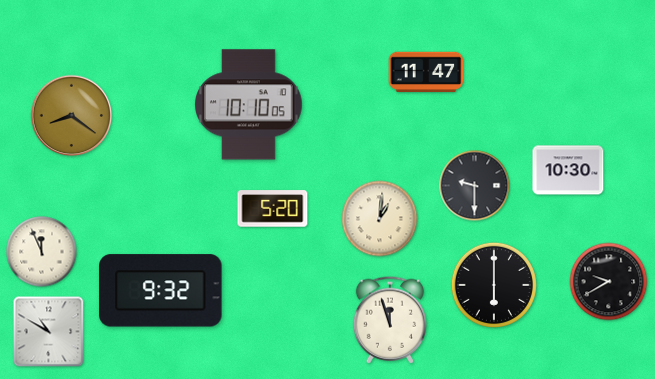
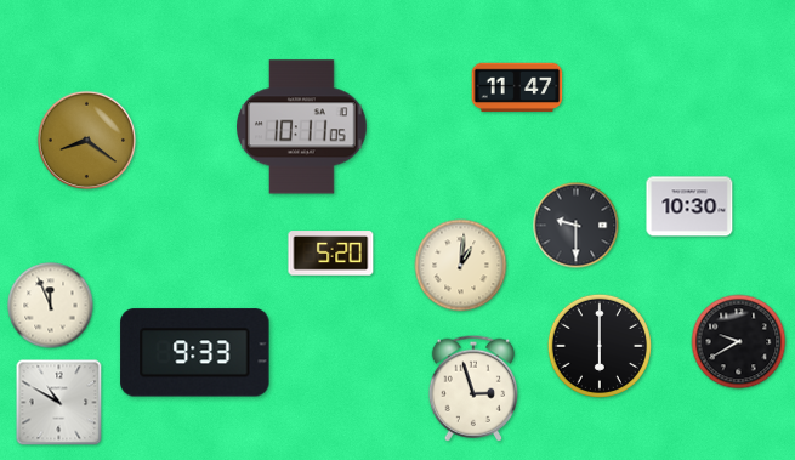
clock at (249, 105): 10:10 -> 10:11
clock at (161, 291): 9:32 -> 9:33
clock at (389, 320): 11:57 -> 2:57
